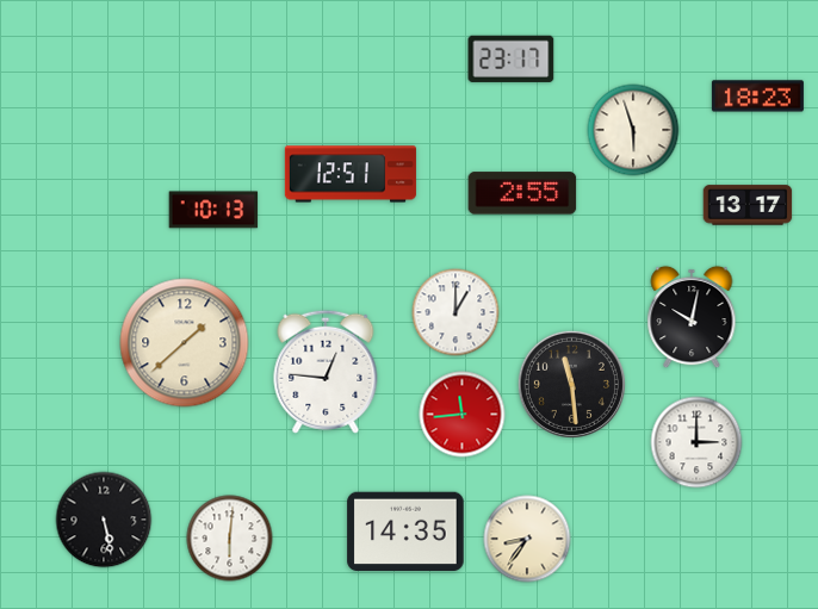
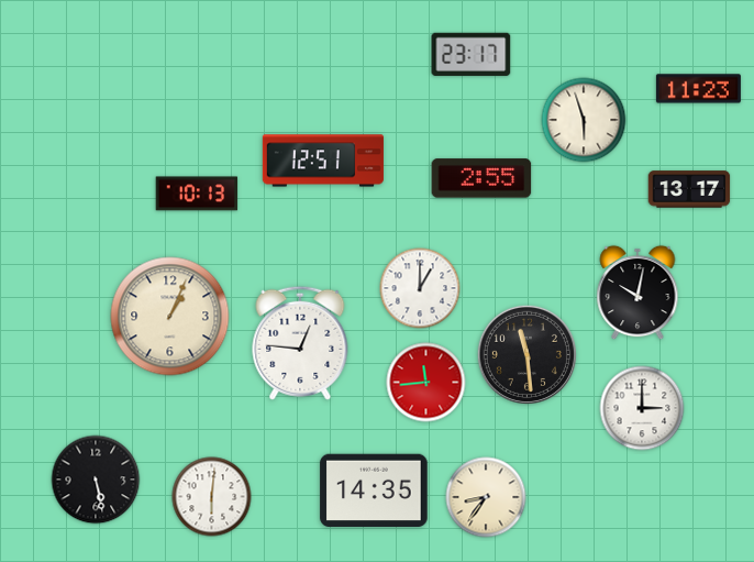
clock at (757, 97): 18:23 -> 11:23
clock at (185, 343): 1:38 -> 1:04
